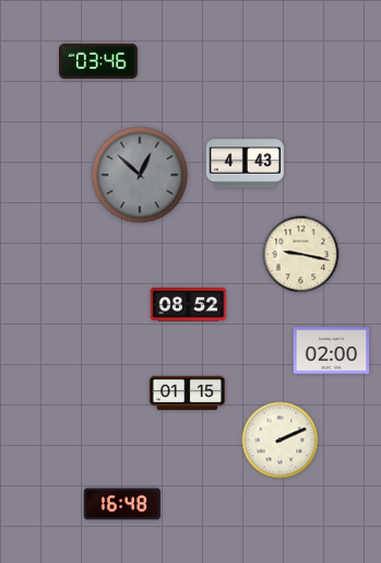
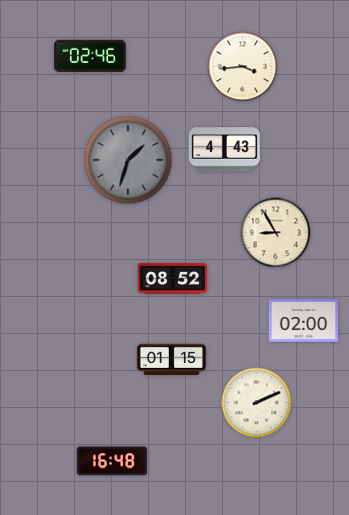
clock at (99, 61): 03:46 -> 02:46
clock at (243, 67): none -> 3:44
clock at (140, 175): 12:52 -> 1:33
clock at (301, 255): 9:17 -> 8:55
